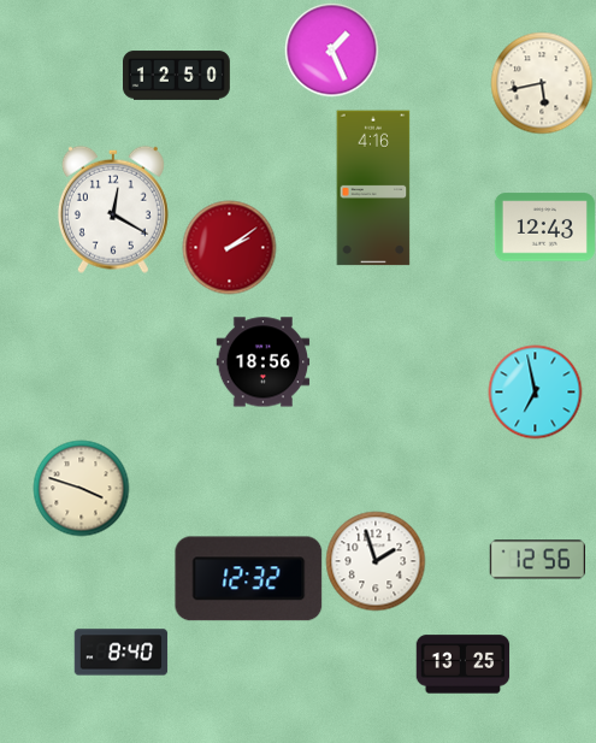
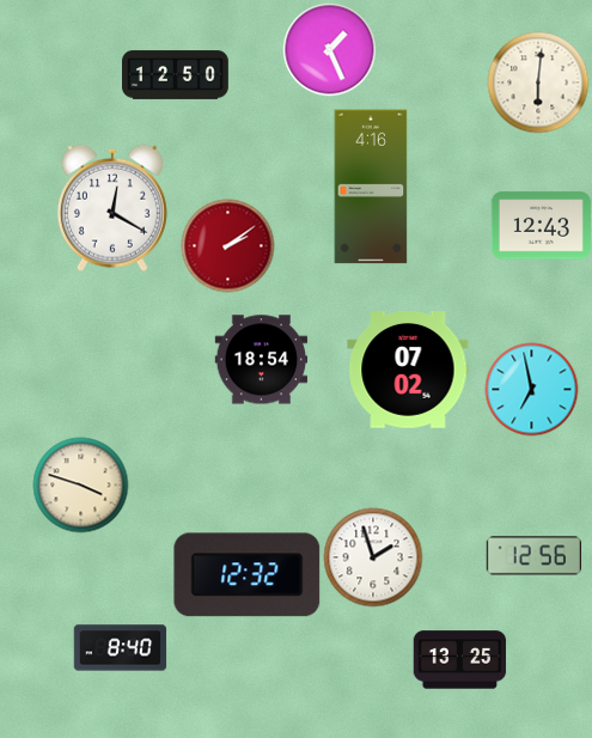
clock at (542, 83): 5:43 -> 6:01
clock at (262, 362): 18:56 -> 18:54
clock at (408, 371): none -> 07:02
